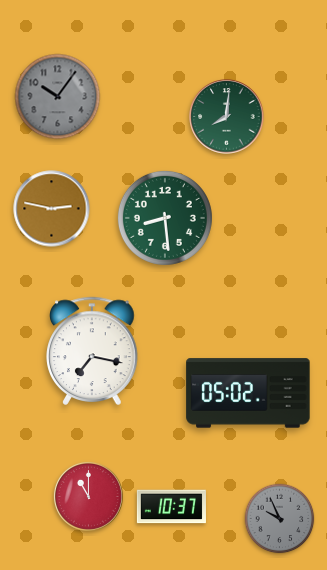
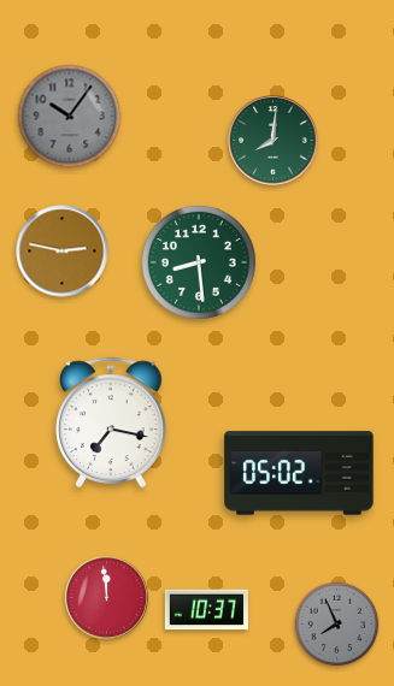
clock at (88, 496): 11:00 -> 11:59
clock at (280, 519): 9:56 -> 7:56
